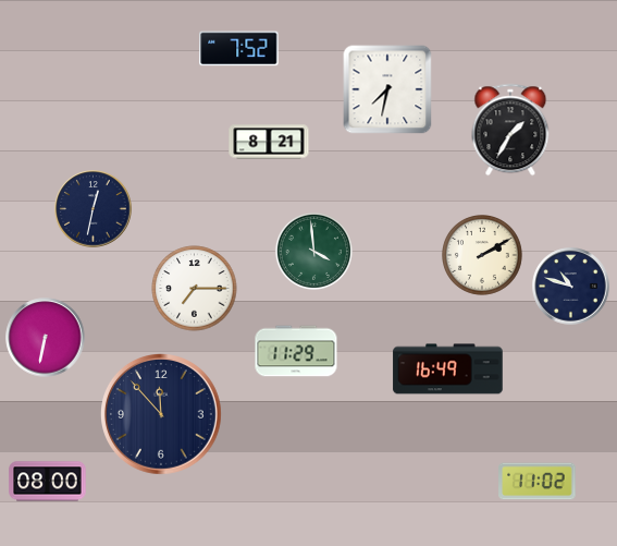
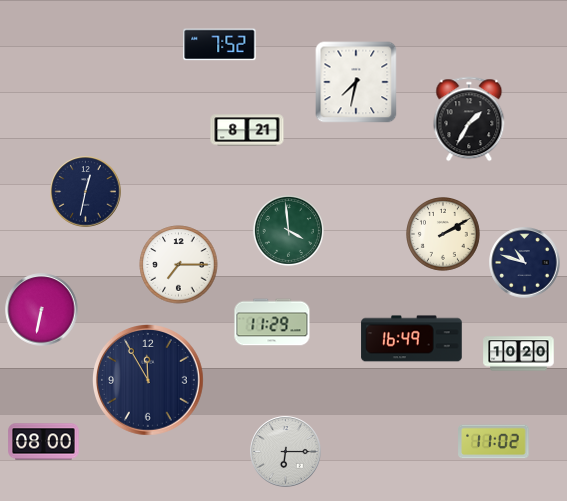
clock at (519, 354): none -> 10:20
clock at (162, 415): 11:53 -> 11:55
clock at (286, 452): none -> 6:15
